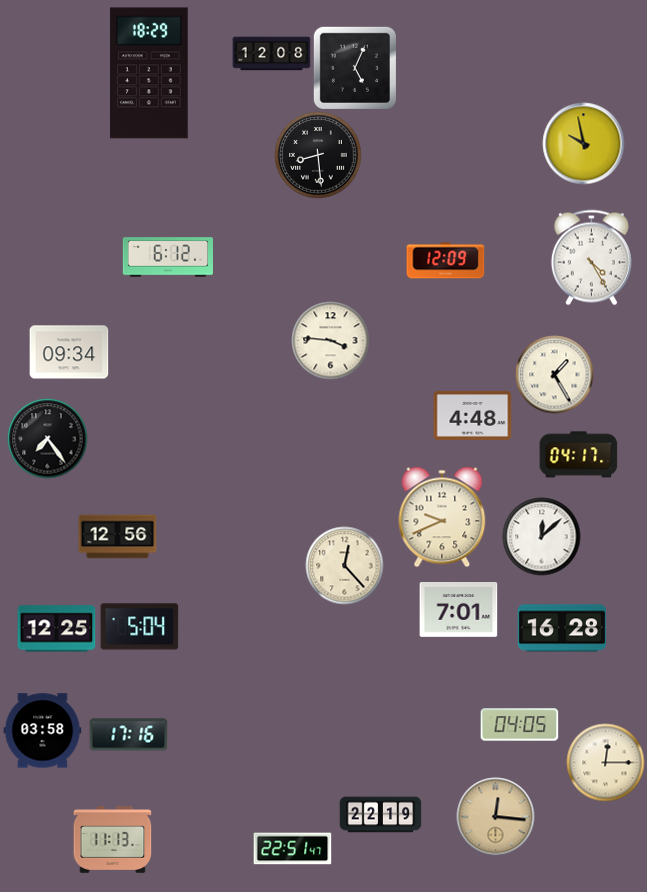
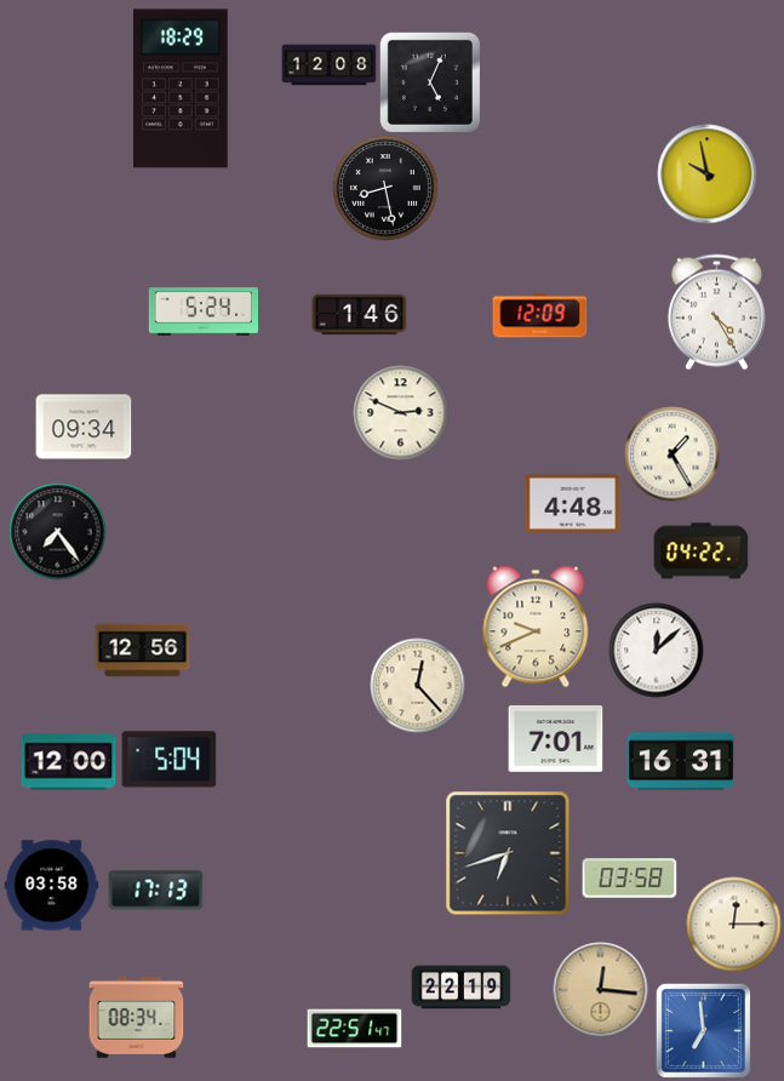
clock at (318, 155): 8:29 -> 8:28
clock at (167, 257): 6:12 -> 5:24
clock at (359, 315): none -> 1:46
clock at (330, 340): 3:46 -> 2:49
clock at (578, 455): 04:17 -> 04:22
clock at (561, 628): 16:28 -> 16:31
clock at (56, 629): 12:25 -> 12:00
clock at (508, 853): none -> 6:42
clock at (519, 725): 04:05 -> 03:58
clock at (128, 735): 17:16 -> 17:13
clock at (112, 840): 11:13 -> 08:34
clock at (703, 1030): none -> 6:59
